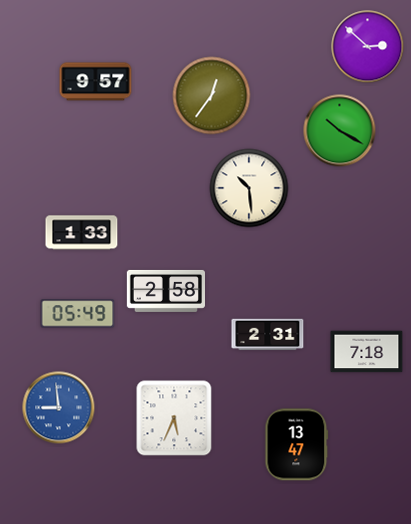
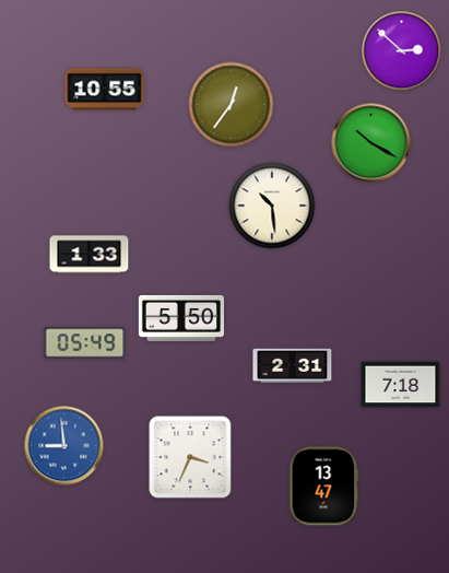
clock at (96, 82): 9:57 -> 10:55
clock at (165, 291): 2:58 -> 5:50
clock at (174, 418): 5:34 -> 3:34
